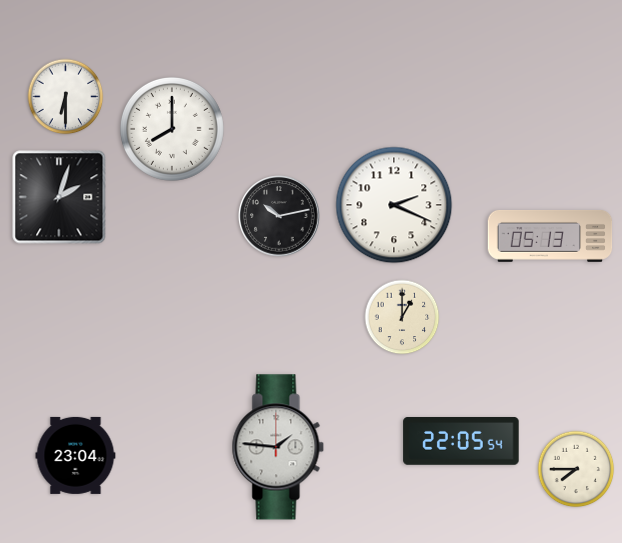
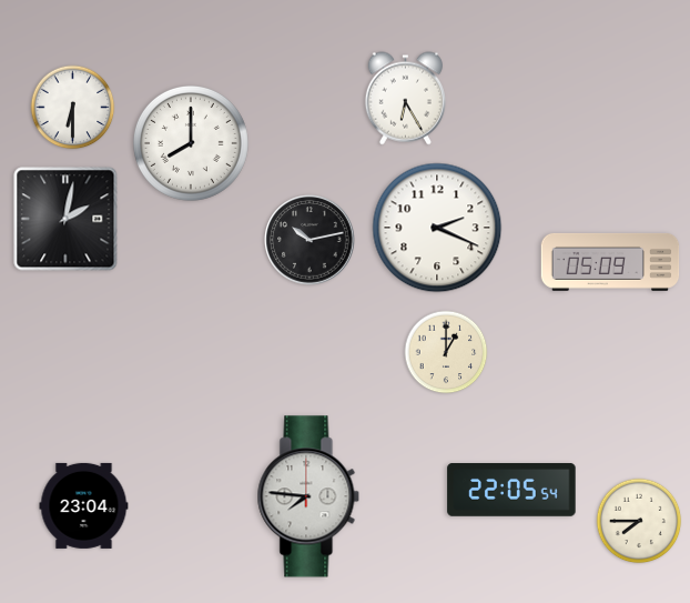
clock at (405, 99): none -> 6:25
clock at (59, 197): 2:03 -> 2:02
clock at (550, 236): 05:13 -> 05:09
clock at (278, 447): 1:46 -> 7:46
